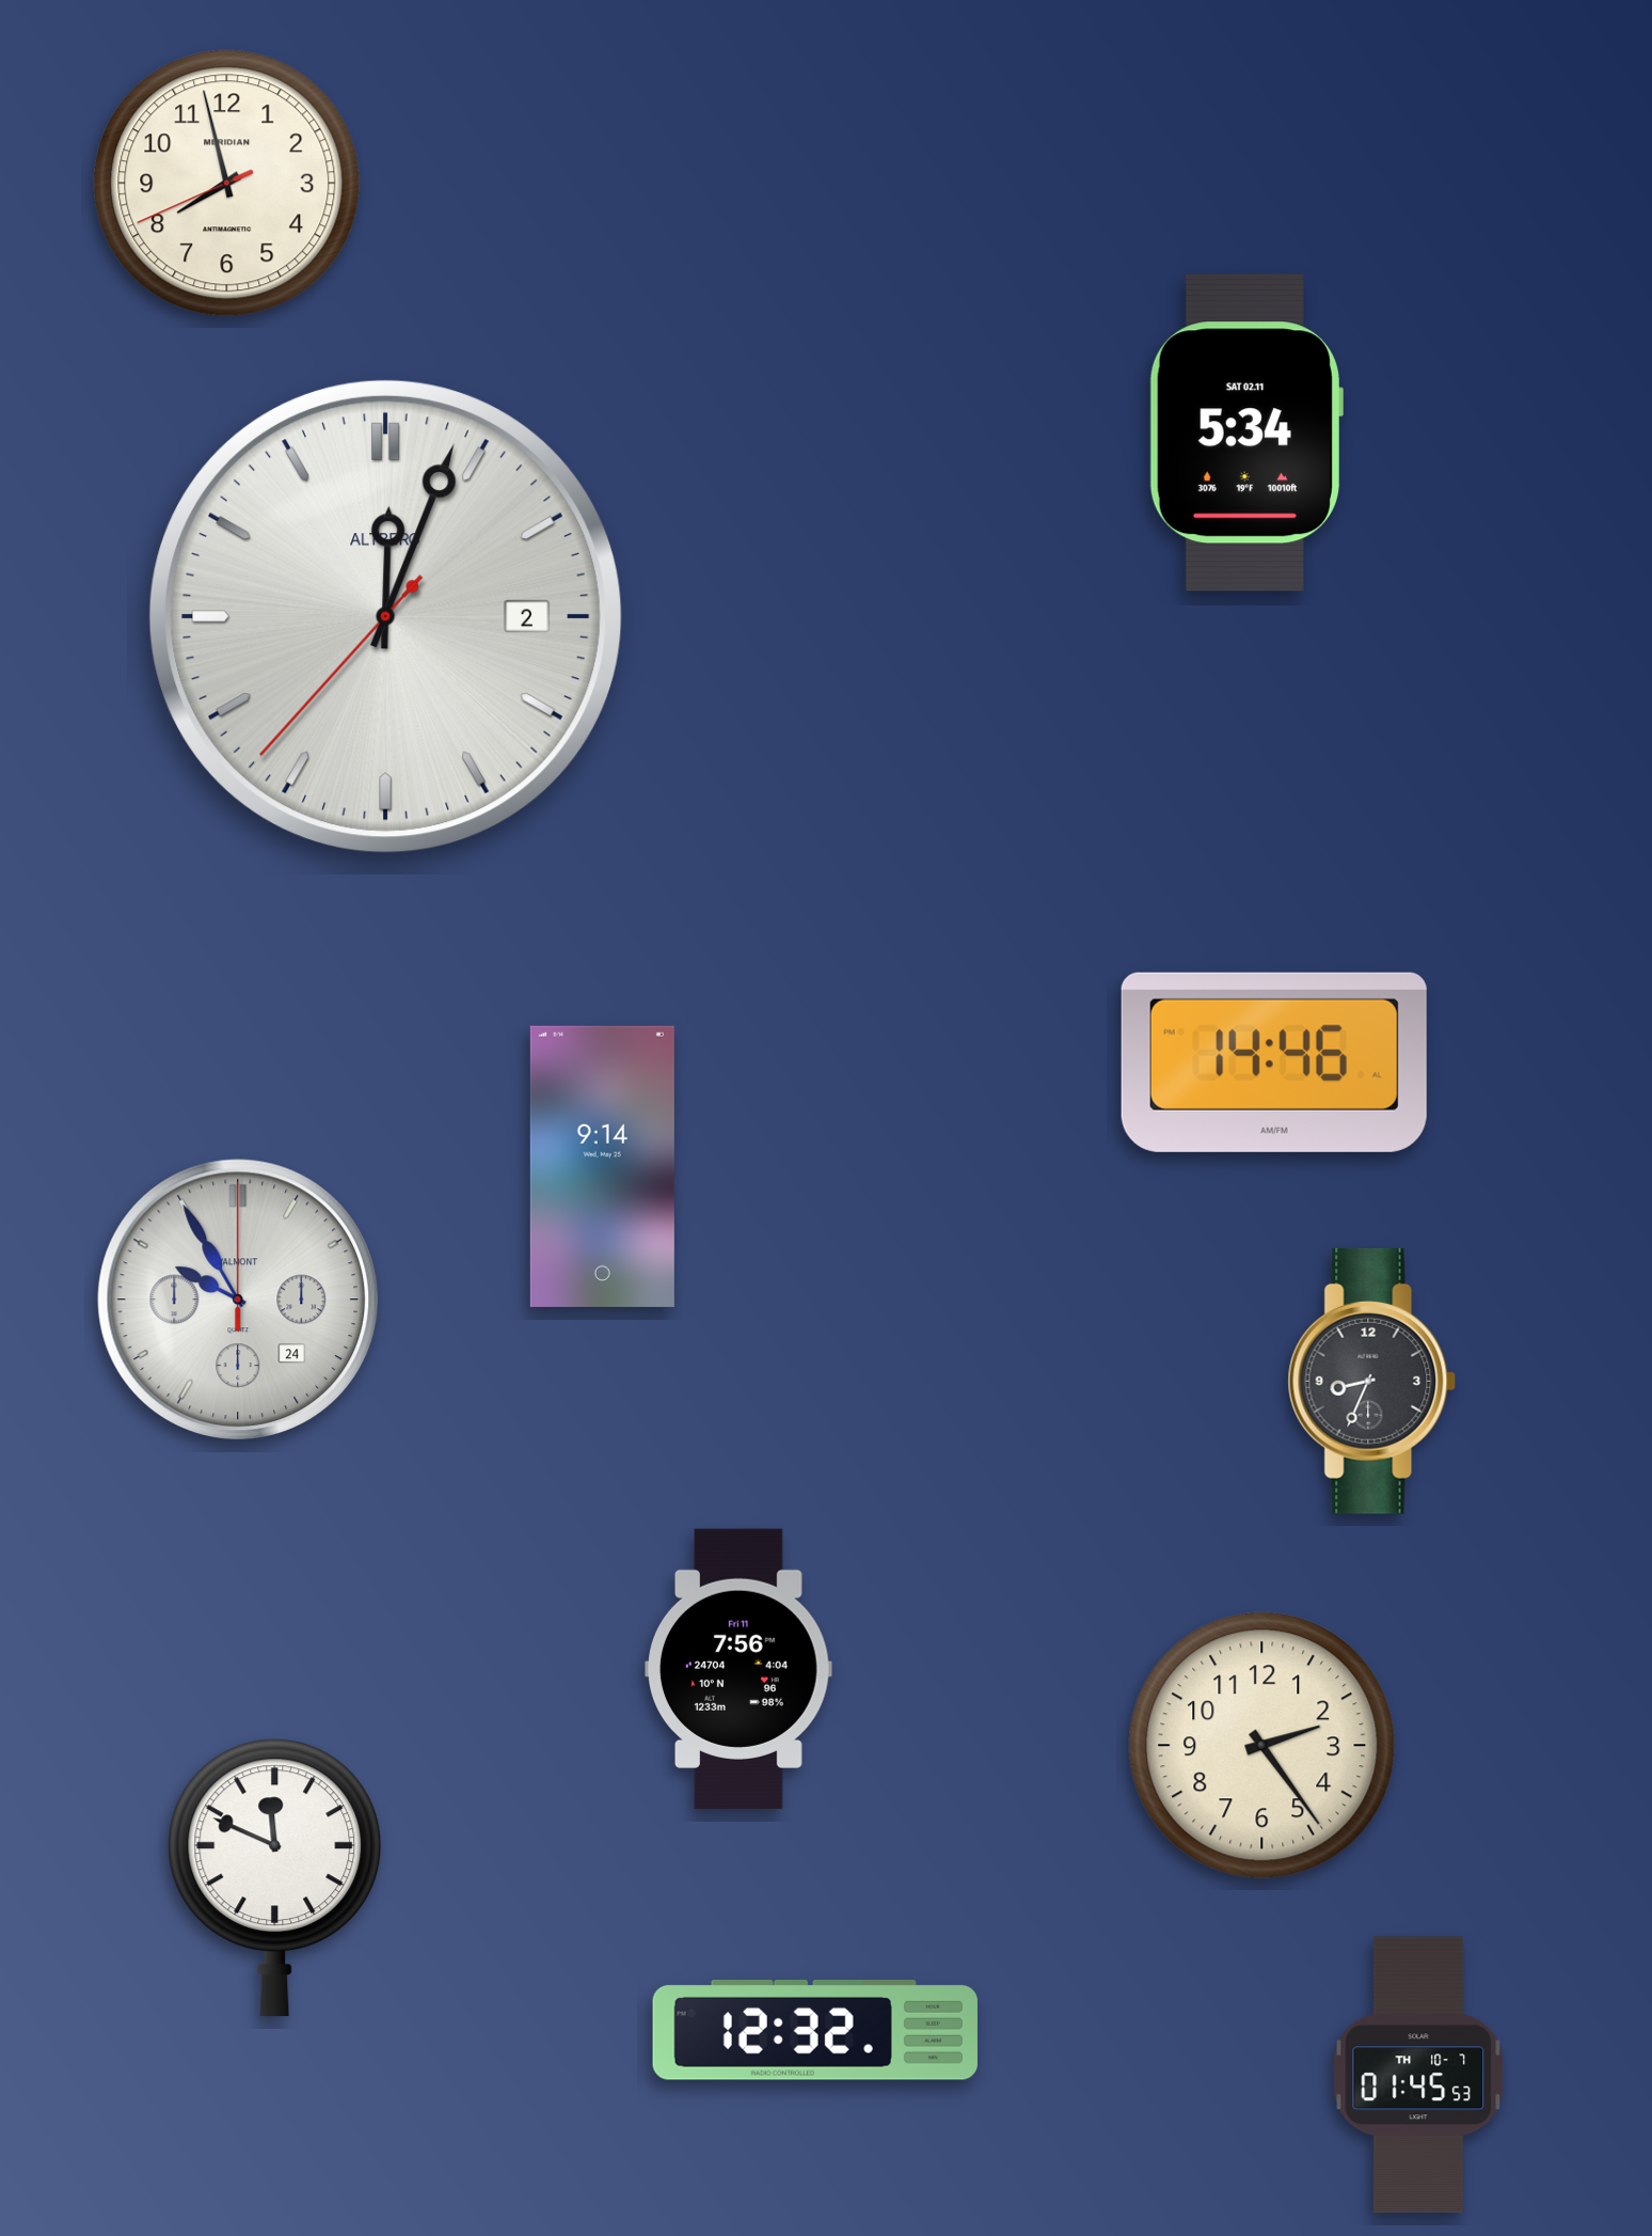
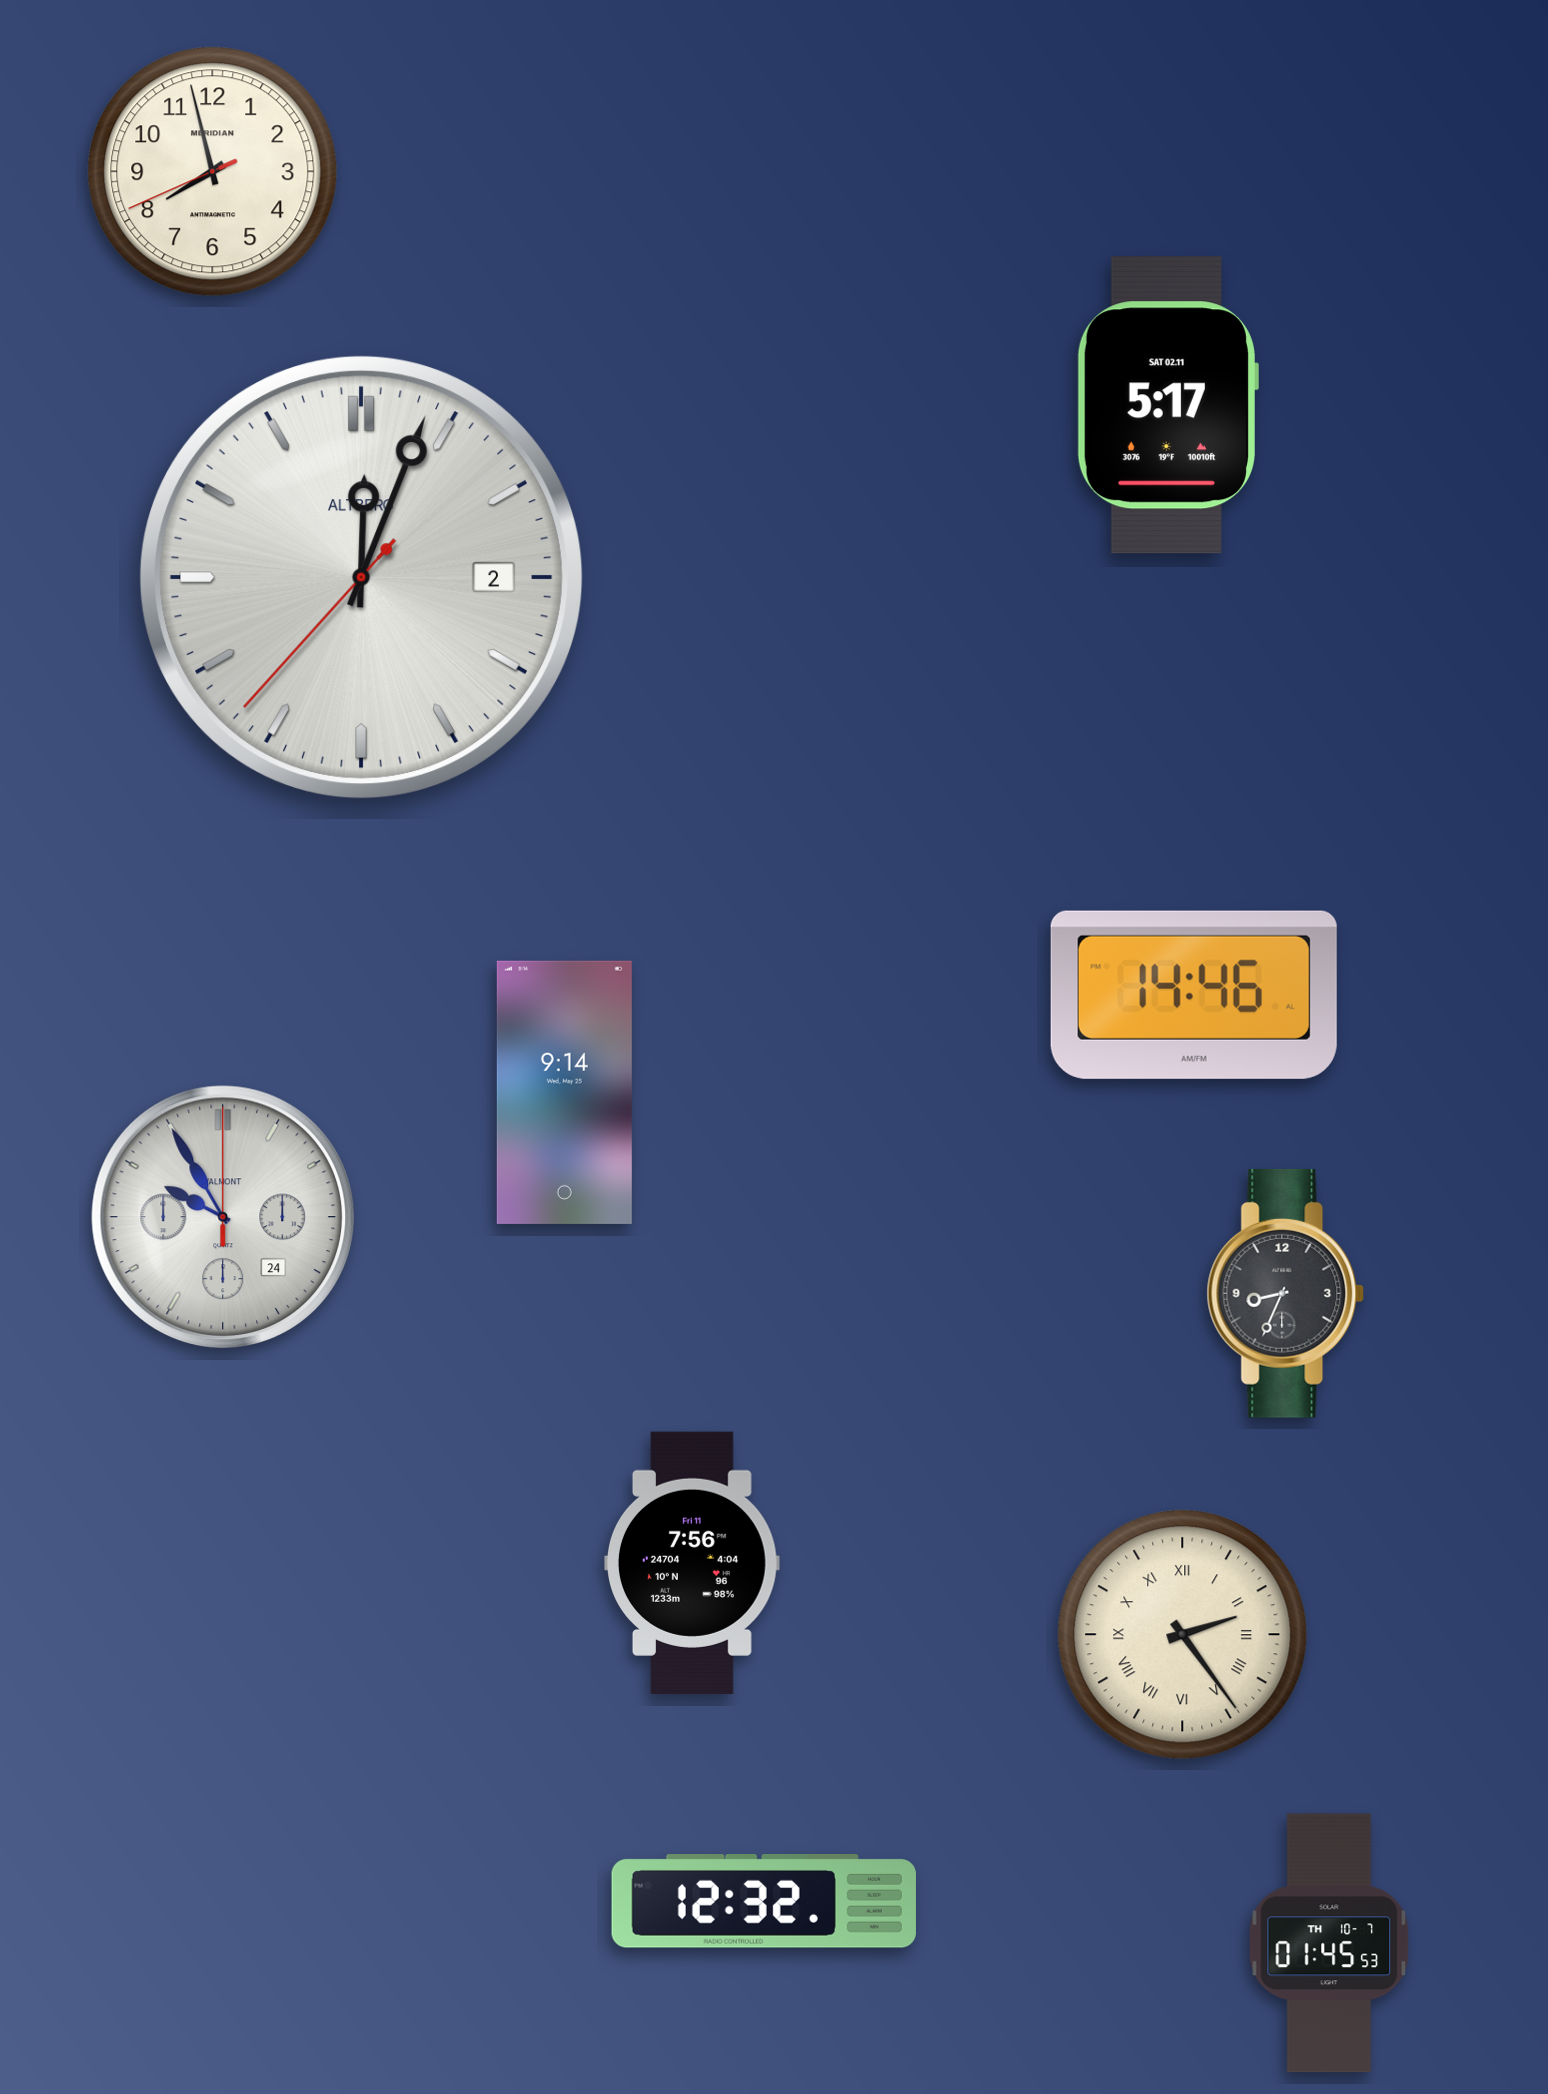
clock at (1245, 432): 5:34 -> 5:17
clock at (1262, 1746) numerals: Arabic -> Roman
clock at (275, 1878): 11:49 -> none
